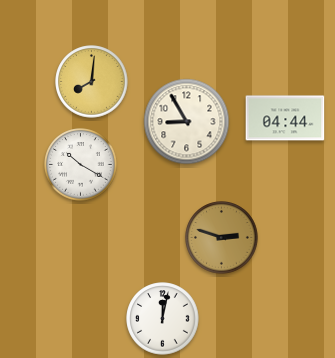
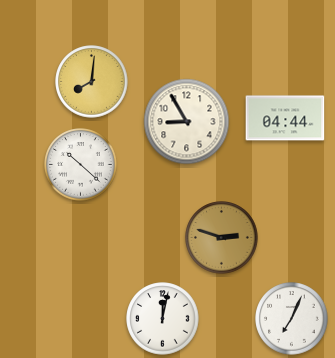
clock at (81, 165): 10:20 -> 10:22
clock at (292, 319): none -> 7:04
